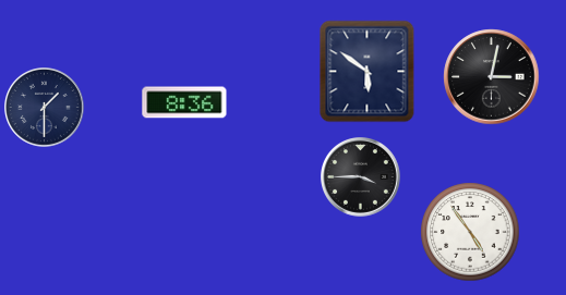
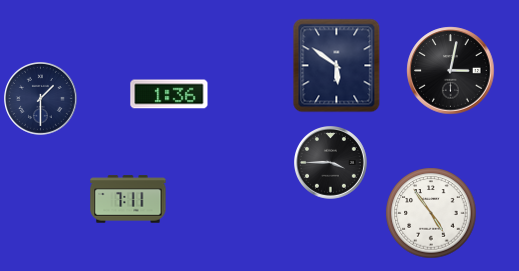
clock at (184, 102): 8:36 -> 1:36
clock at (128, 199): none -> 7:11
